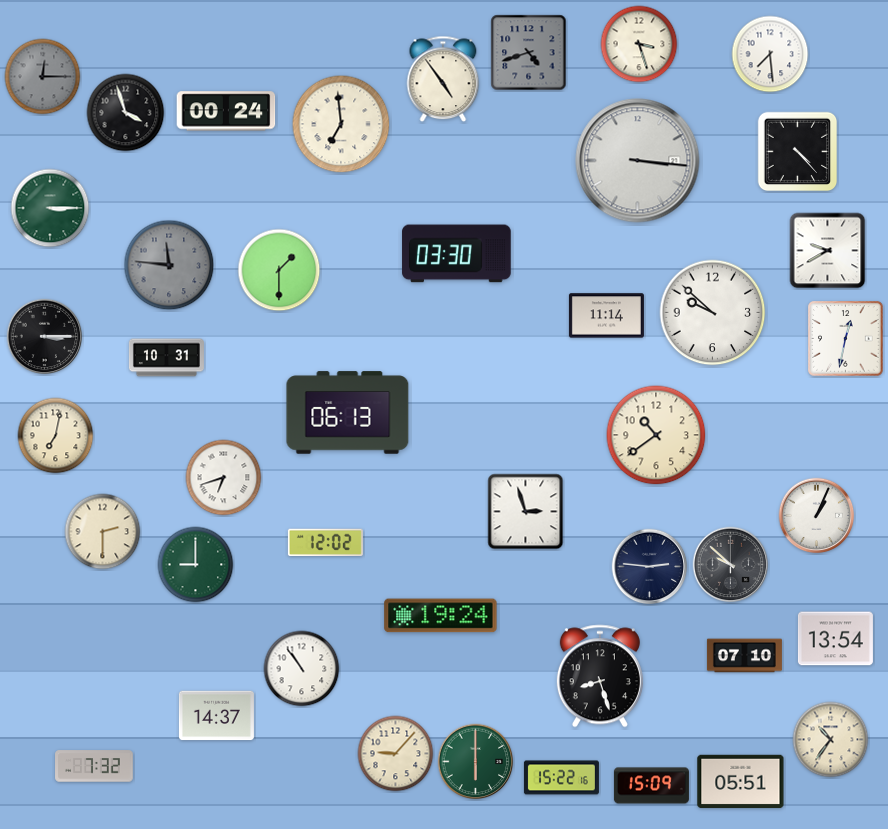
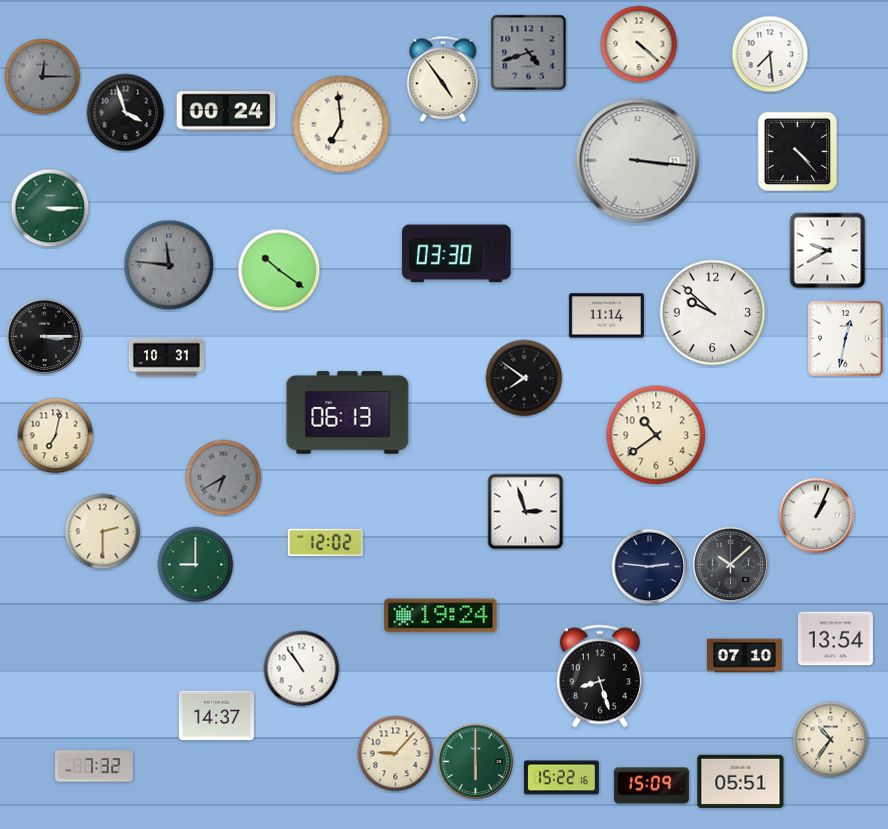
clock at (639, 44): 3:27 -> 4:22
clock at (279, 270): 1:30 -> 10:21
clock at (524, 378): none -> 7:51
clock at (224, 478): 6:42 -> 6:40
clock at (224, 478) dial: white -> grey
clock at (731, 565): 9:52 -> 10:08
